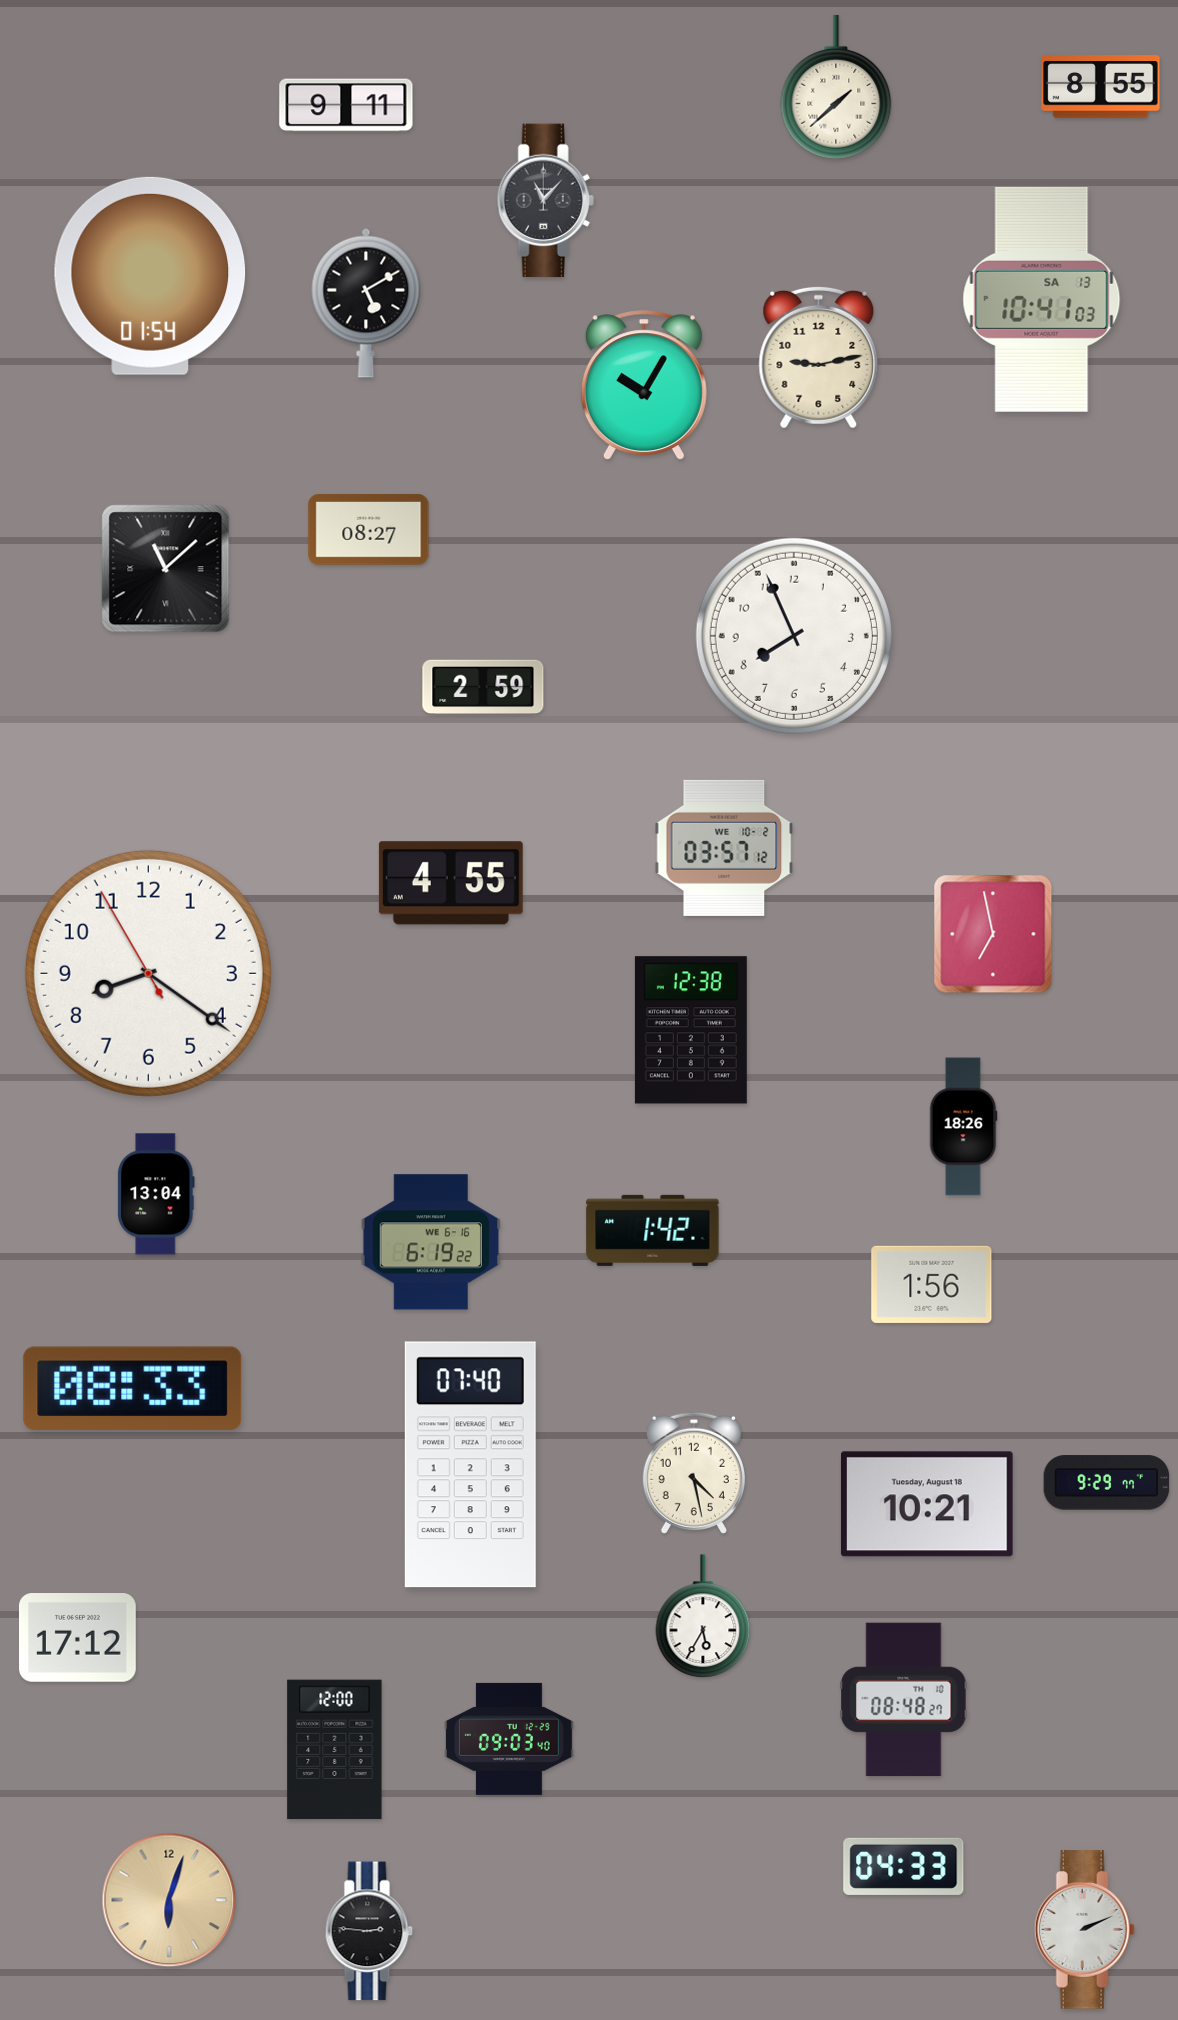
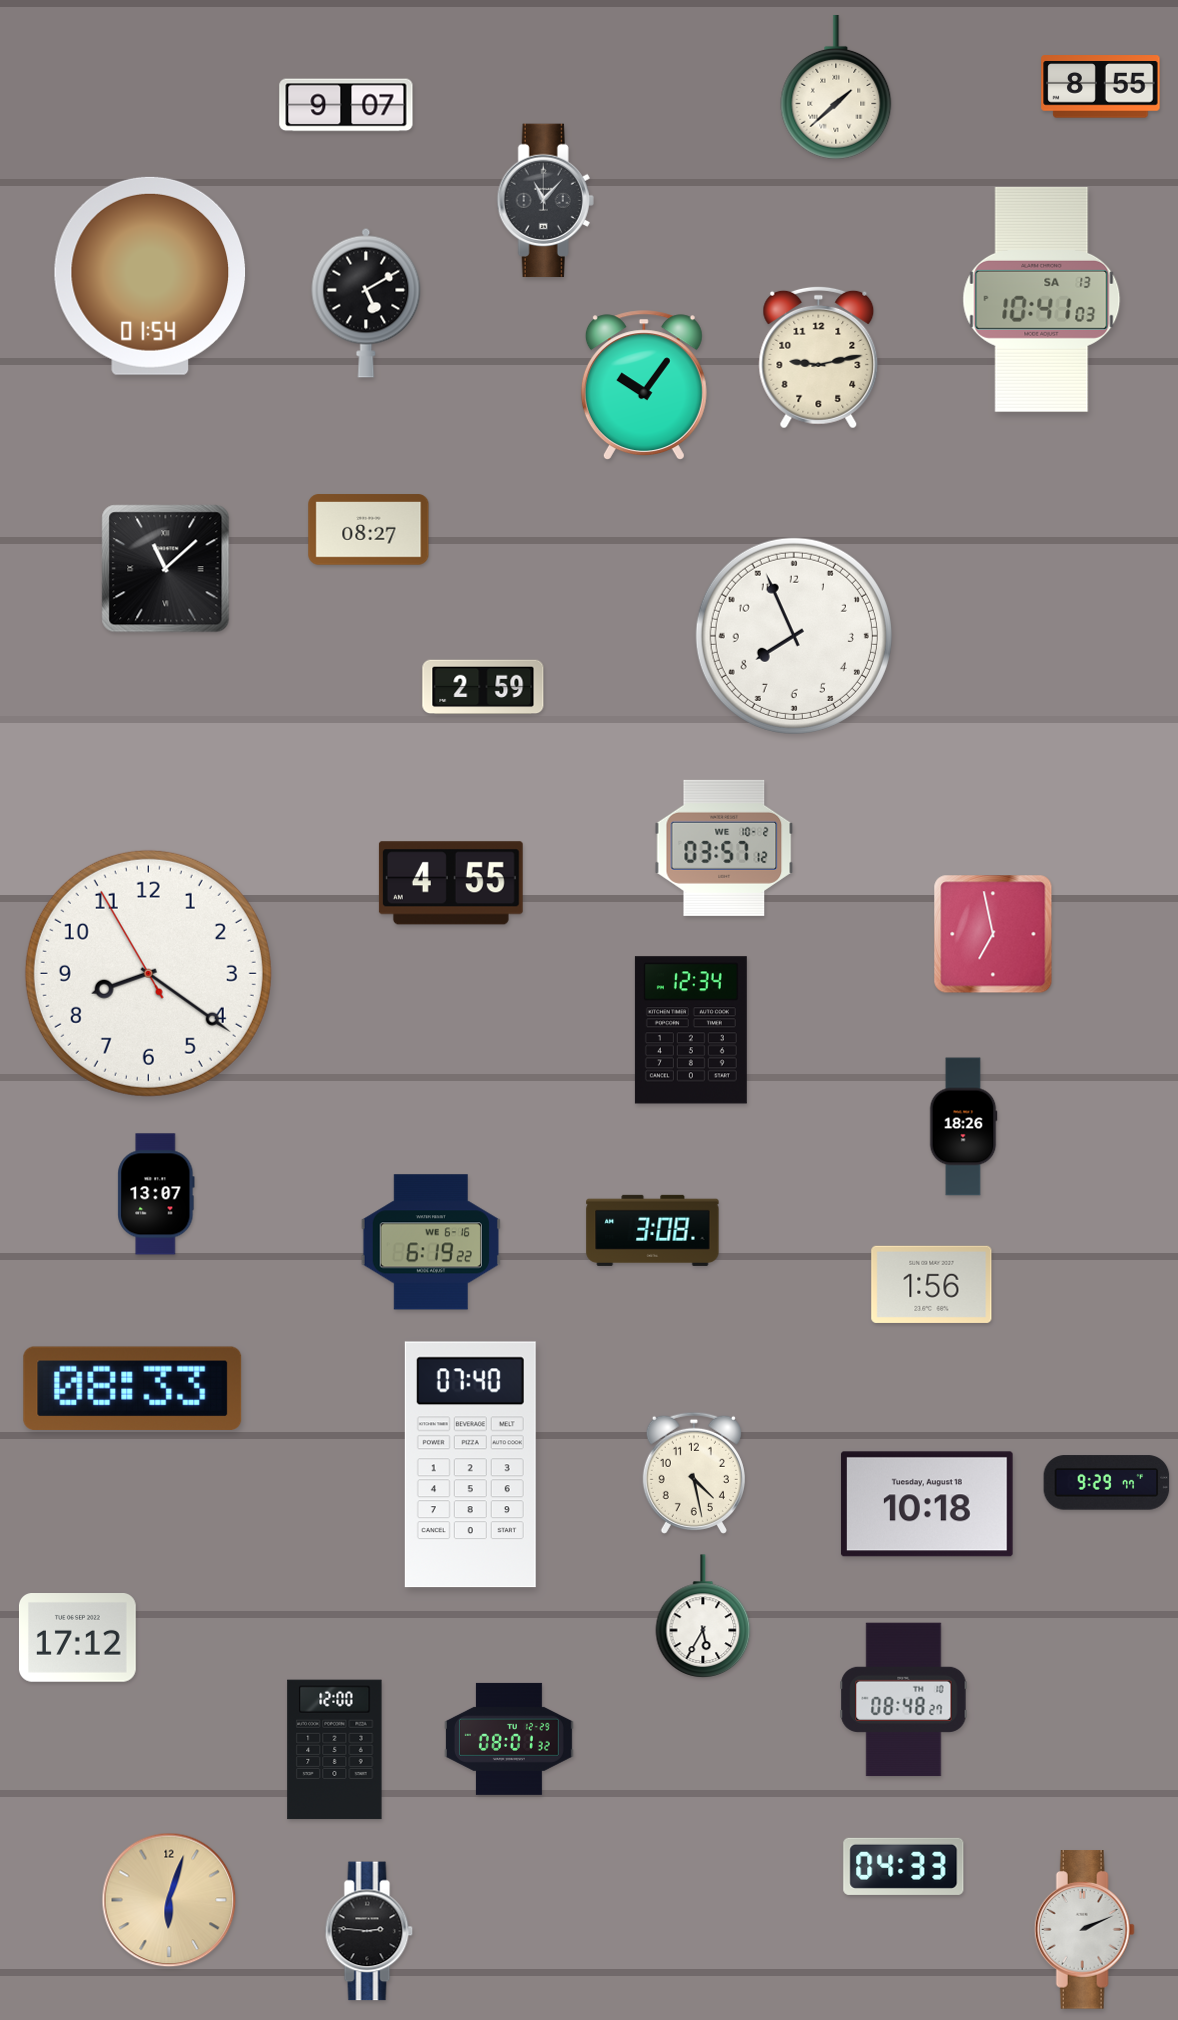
clock at (346, 105): 9:11 -> 9:07
clock at (644, 385): 10:05 -> 10:06
clock at (691, 1030): 12:38 -> 12:34
clock at (156, 1194): 13:04 -> 13:07
clock at (653, 1230): 1:42 -> 3:08
clock at (927, 1504): 10:21 -> 10:18
clock at (509, 1739): 09:03 -> 08:01
